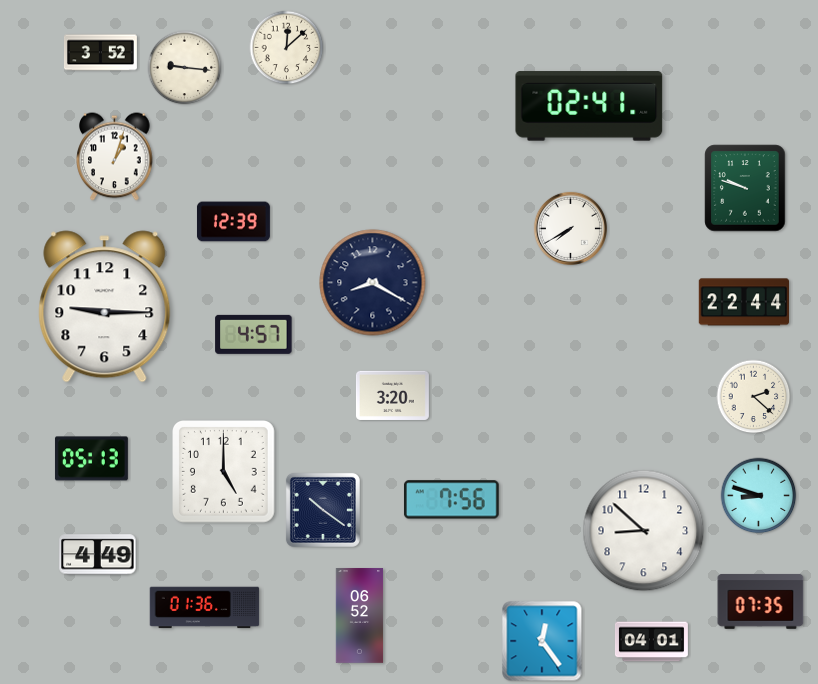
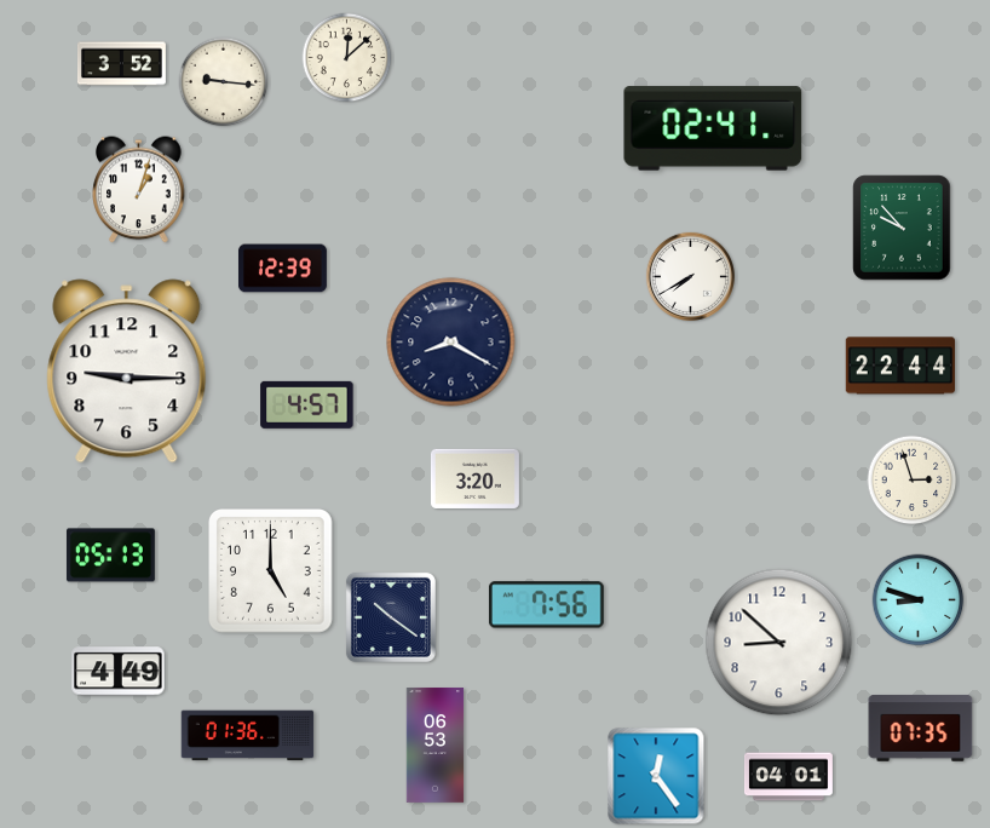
clock at (745, 188): 9:48 -> 9:53
clock at (754, 397): 2:22 -> 2:57
clock at (360, 616): 06:52 -> 06:53
